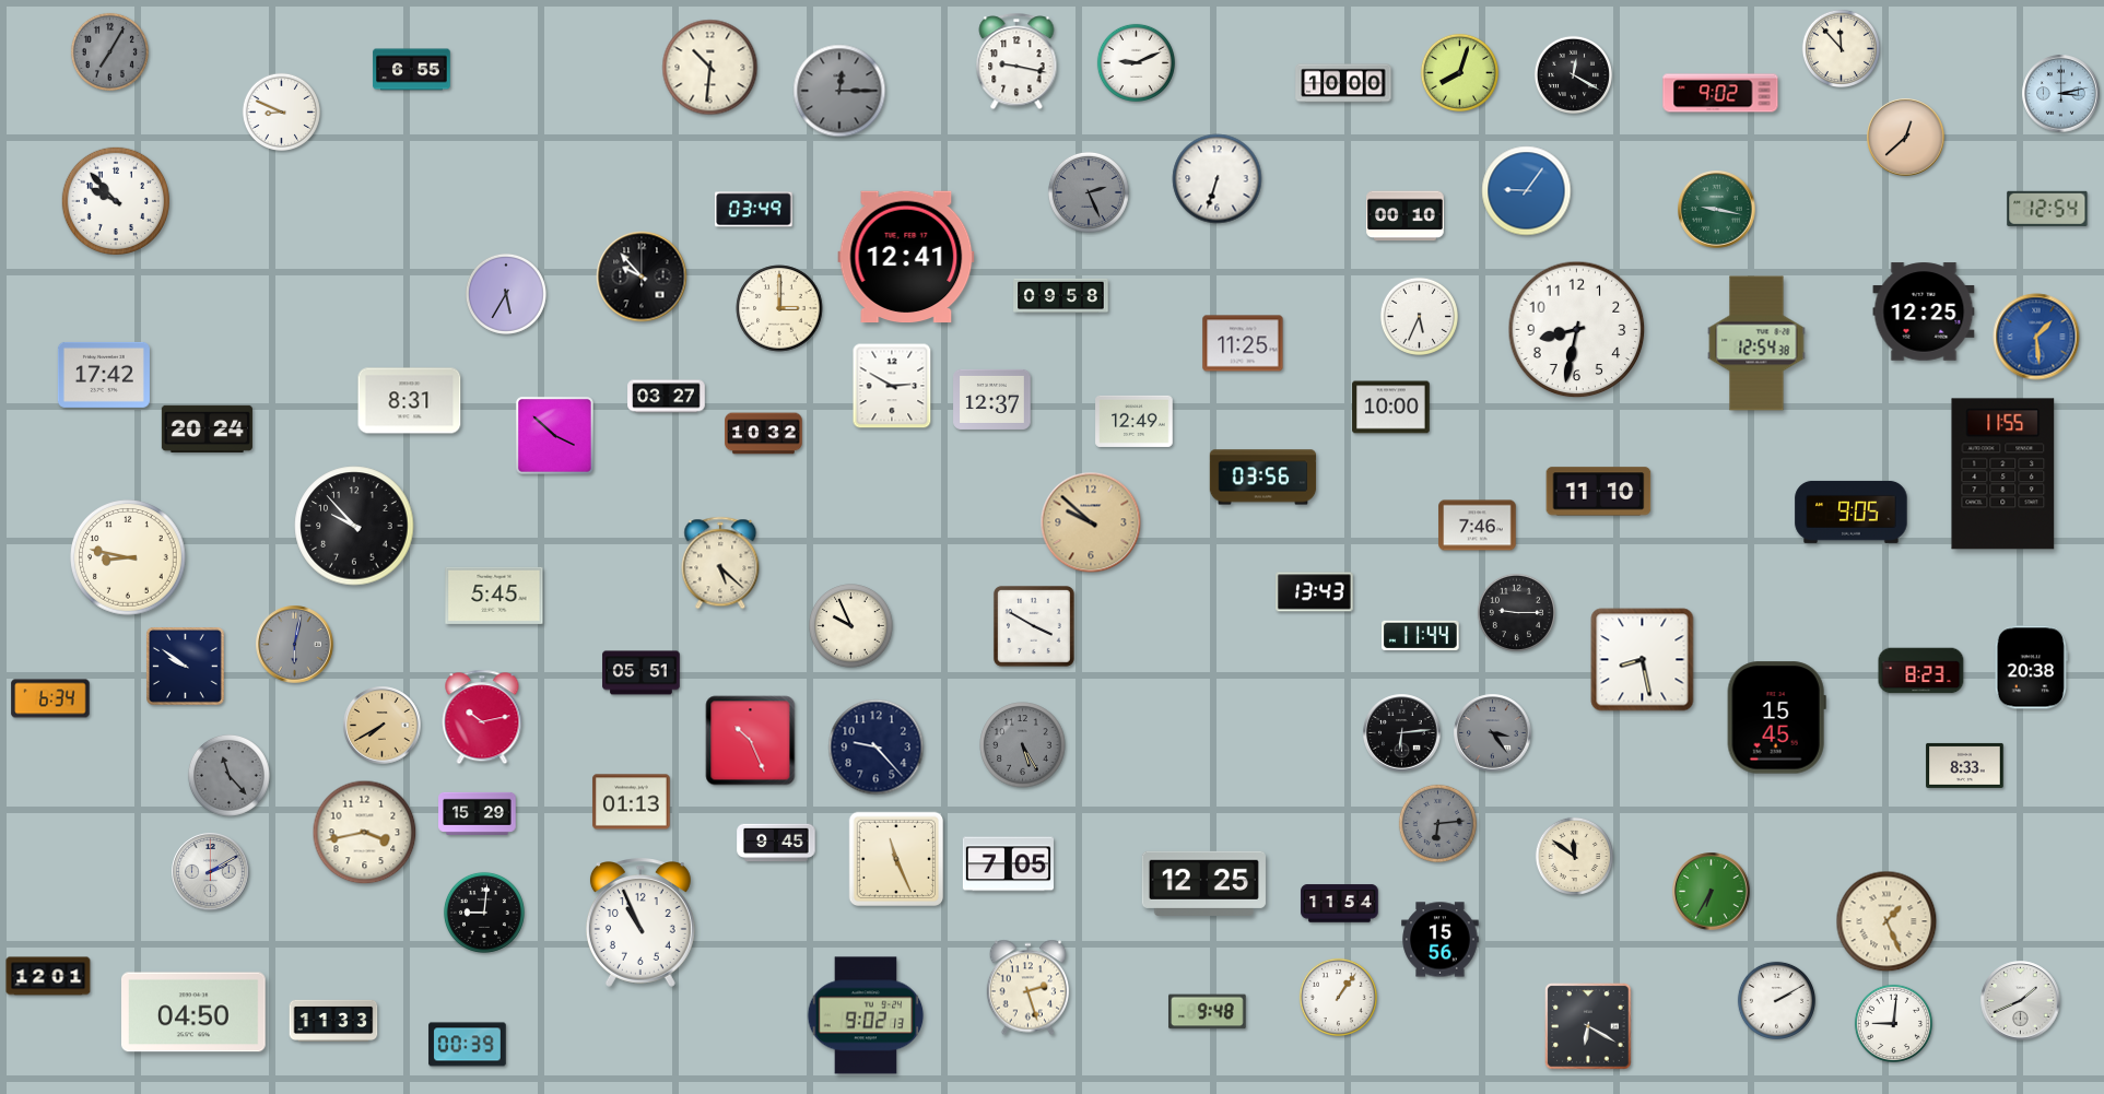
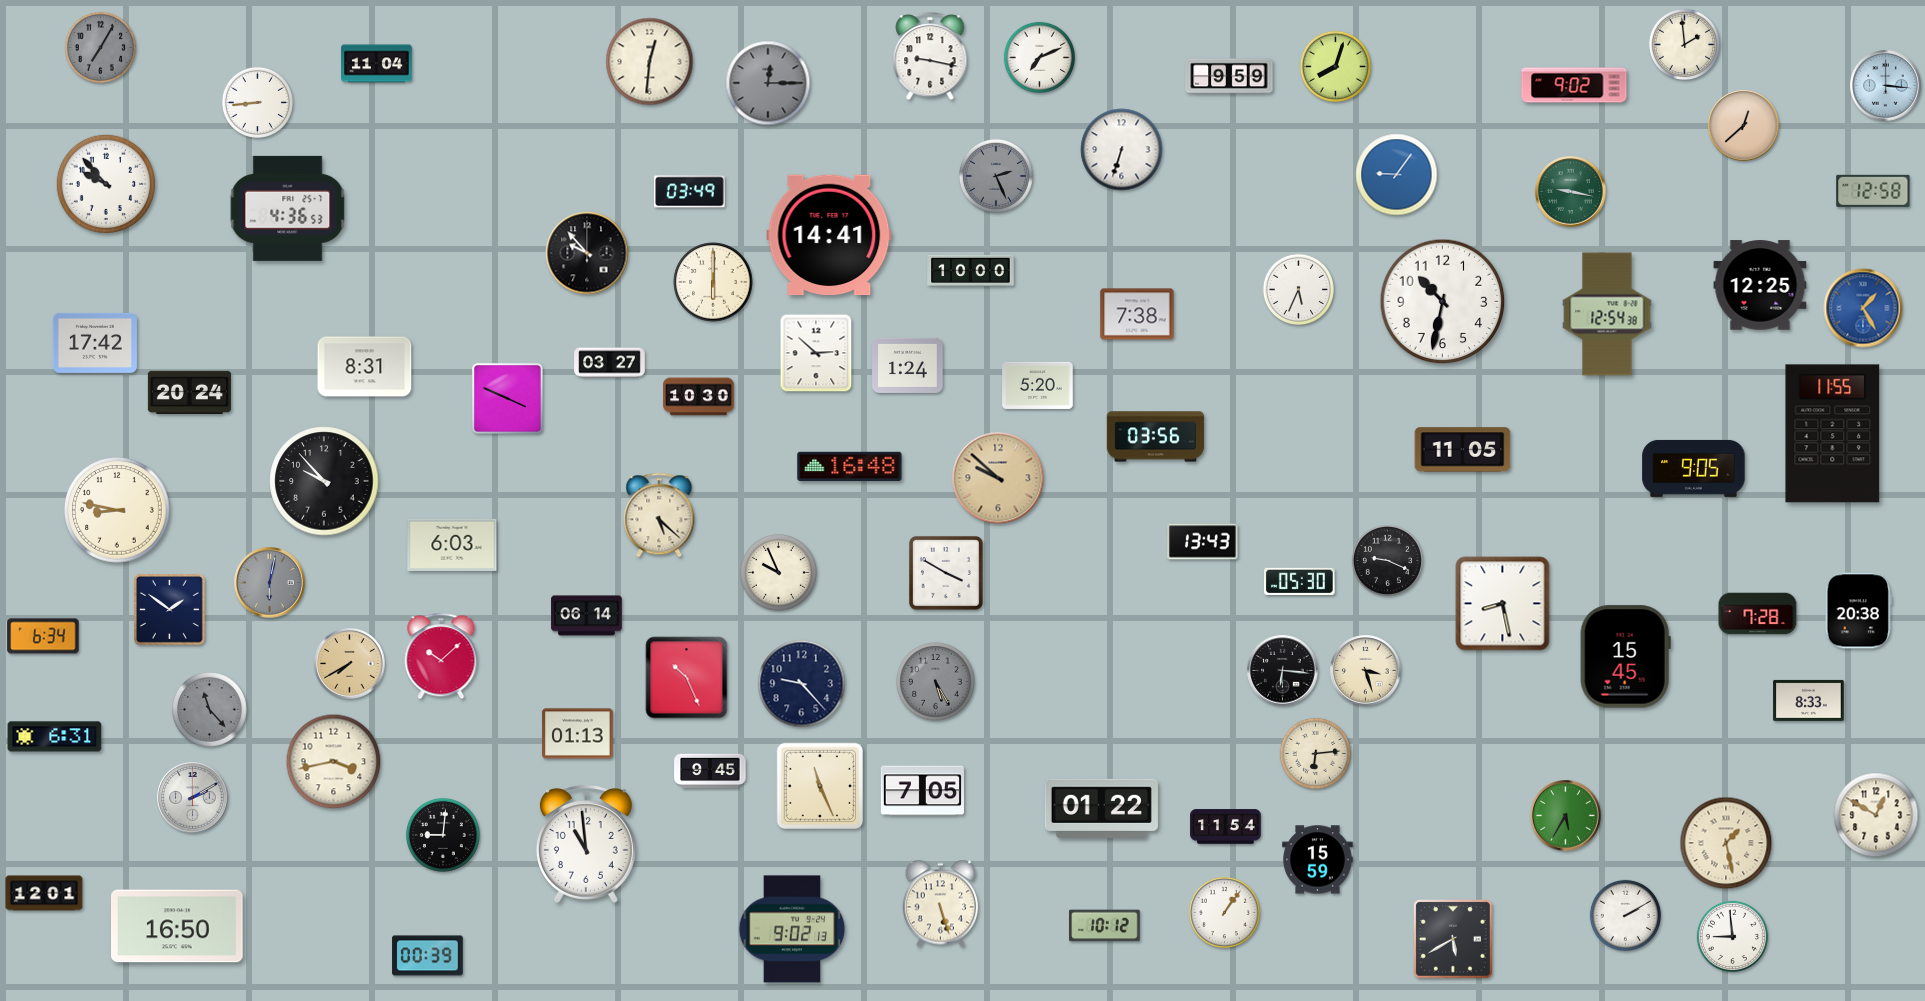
clock at (1841, 48): 11:53 -> 1:59
clock at (1136, 62): 9:11 -> 7:11
clock at (710, 68): 10:31 -> 12:31
clock at (412, 70): 6:55 -> 11:04
clock at (1573, 74): 12:20 -> none
clock at (1343, 83): 10:00 -> 9:59
clock at (2061, 94): 3:13 -> 3:16
clock at (281, 111): 8:49 -> 8:44
clock at (1218, 179) position: (1218, 179) -> (1122, 150)
clock at (2047, 209): 12:54 -> 12:58
clock at (1406, 216): 00:10 -> none
clock at (288, 208): none -> 4:36
clock at (906, 257): 12:41 -> 14:41
clock at (506, 294): 5:35 -> none
clock at (1061, 296): 09:58 -> 10:00
clock at (779, 308): 3:00 -> 6:00
clock at (1577, 330): 8:32 -> 10:32
clock at (2036, 337): 1:29 -> 1:25
clock at (1243, 343): 11:25 -> 7:38
clock at (892, 386): 2:50 -> 2:52
clock at (992, 399): 12:37 -> 1:24
clock at (410, 401) position: (410, 401) -> (365, 367)
clock at (1391, 408): 10:00 -> none
clock at (1135, 421): 12:49 -> 5:20
clock at (764, 434): 10:32 -> 10:30
clock at (554, 435): 3:52 -> 3:49
clock at (1599, 492): 11:10 -> 11:05
clock at (850, 466): none -> 16:48
clock at (1478, 526): 7:46 -> none
clock at (494, 596): 5:45 -> 6:03
clock at (1516, 612): 9:15 -> 9:19
clock at (1421, 635): 11:44 -> 05:30
clock at (295, 645) position: (295, 645) -> (270, 583)
clock at (186, 667): 9:51 -> 1:51
clock at (1921, 671): 8:23 -> 7:28
clock at (642, 673): 05:51 -> 06:14
clock at (50, 698) position: (50, 698) -> (43, 636)
clock at (482, 717): 10:13 -> 10:08
clock at (1402, 733): 6:14 -> 6:16
clock at (1493, 733): 3:24 -> 3:27
clock at (1493, 733) dial: grey -> cream
clock at (1965, 765) position: (1965, 765) -> (1809, 700)
clock at (55, 737): none -> 6:31
clock at (478, 813): 15:29 -> none
clock at (1437, 823) dial: grey -> cream
clock at (1574, 856): 11:51 -> none
clock at (1203, 883): 12:25 -> 01:22
clock at (1876, 815): none -> 12:50
clock at (1712, 892): 6:35 -> 5:35
clock at (1886, 921): 1:26 -> 1:28
clock at (640, 922): 10:56 -> 10:59
clock at (1441, 940): 15:56 -> 15:59
clock at (1029, 988): 2:27 -> 5:27
clock at (2021, 1001): 1:41 -> none
clock at (195, 1012): 04:50 -> 16:50
clock at (1208, 1012): 9:48 -> 10:12
clock at (333, 1021): 11:33 -> none
clock at (1893, 1023): 9:01 -> 8:59
clock at (1589, 1027): 6:20 -> 5:40
